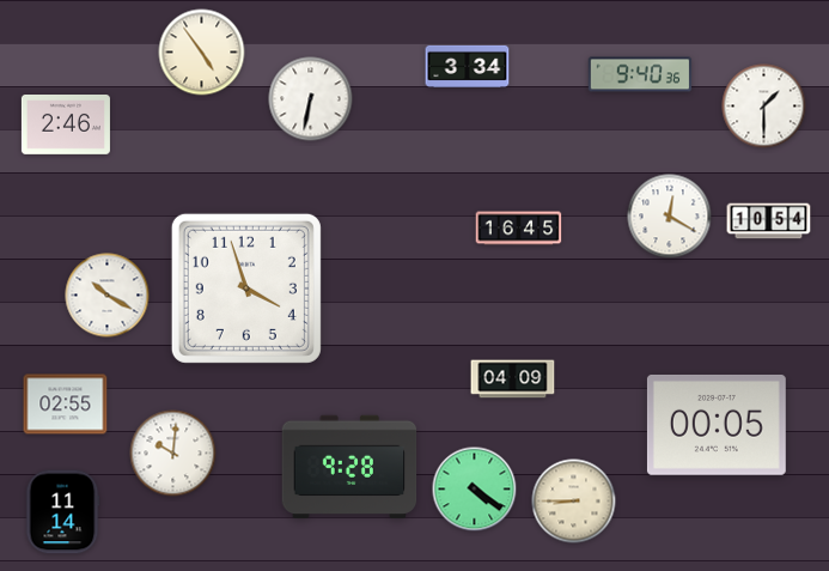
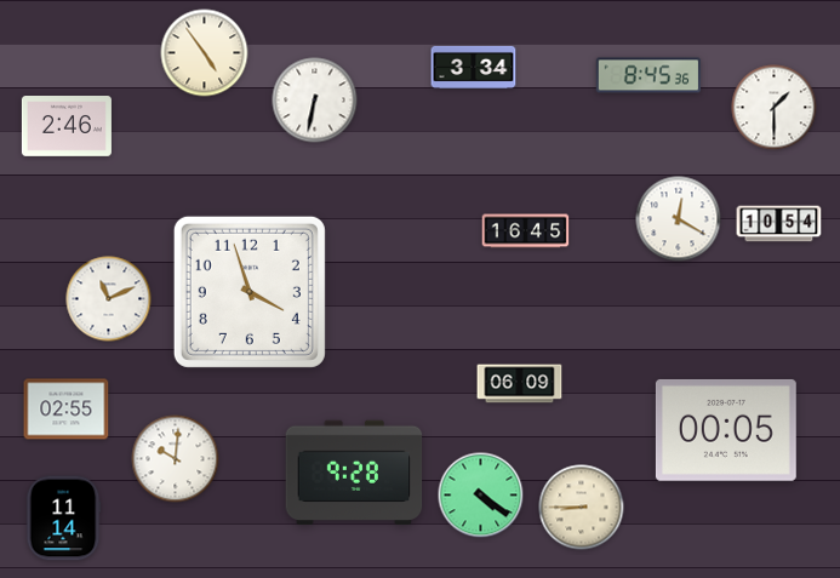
clock at (640, 74): 9:40 -> 8:45
clock at (108, 296): 10:20 -> 11:11
clock at (513, 379): 04:09 -> 06:09
